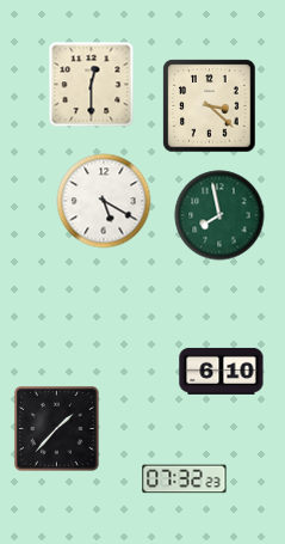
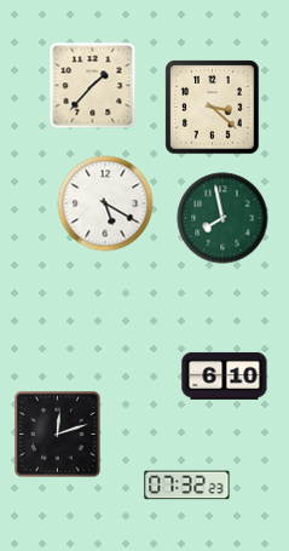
clock at (92, 85): 12:30 -> 1:37
clock at (57, 429): 1:37 -> 12:12
